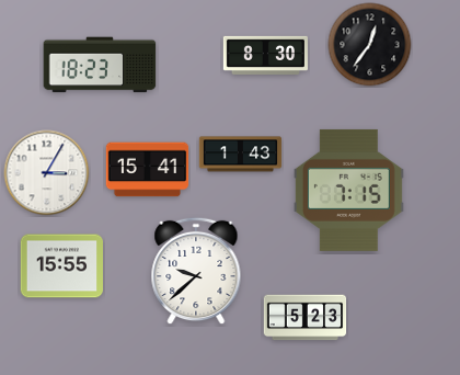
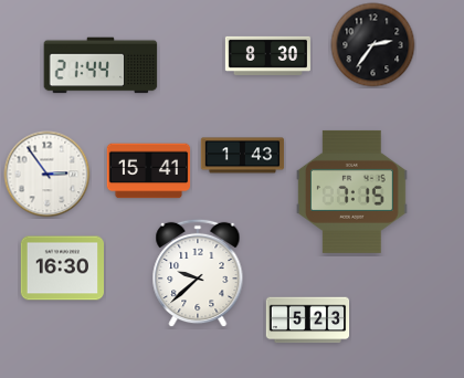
clock at (370, 45): 12:36 -> 2:36
clock at (100, 65): 18:23 -> 21:44
clock at (47, 173): 3:05 -> 2:54
clock at (61, 266): 15:55 -> 16:30
